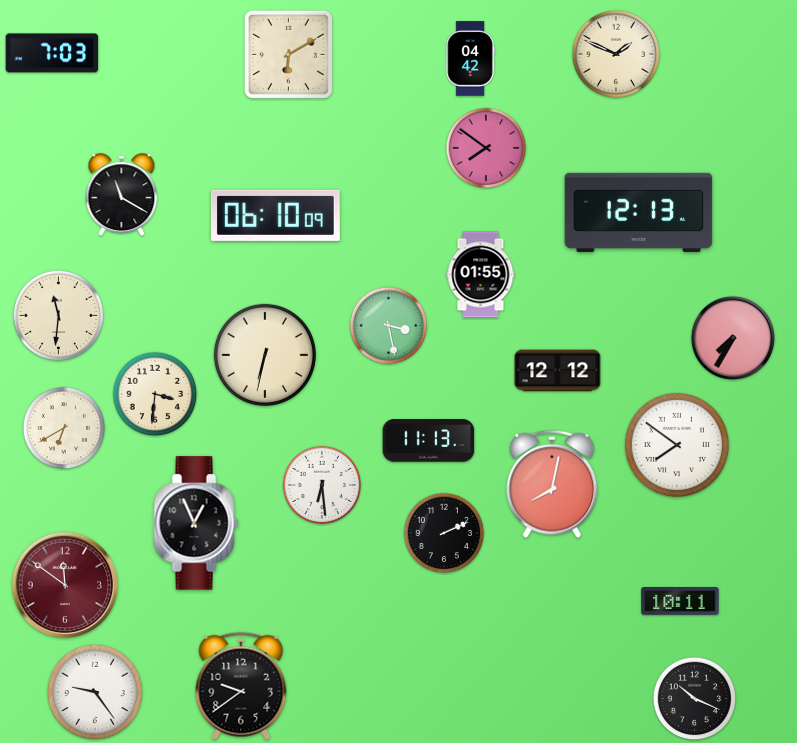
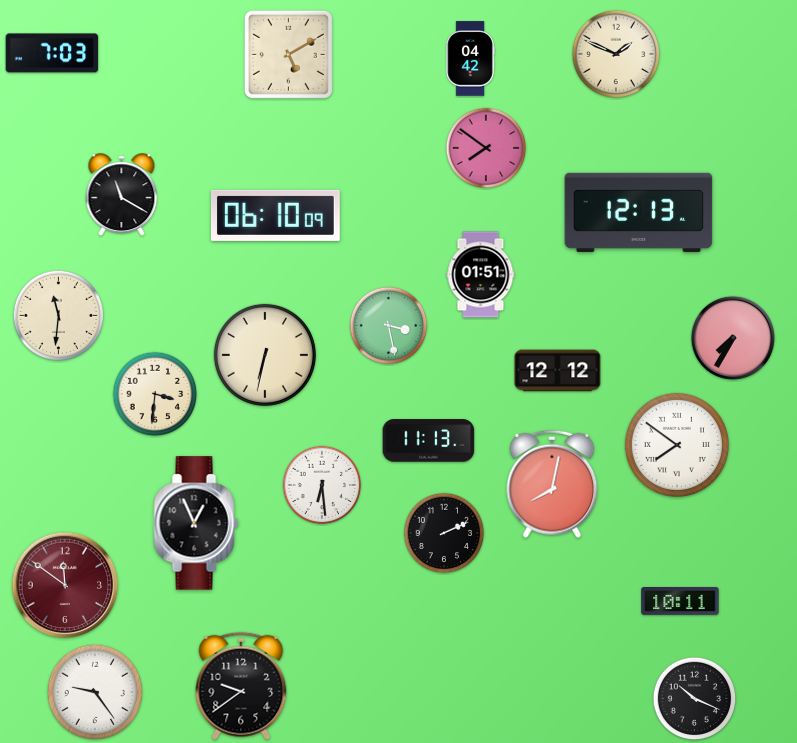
clock at (288, 54): 6:10 -> 5:10
clock at (481, 275): 01:55 -> 01:51
clock at (64, 428): 6:40 -> none
